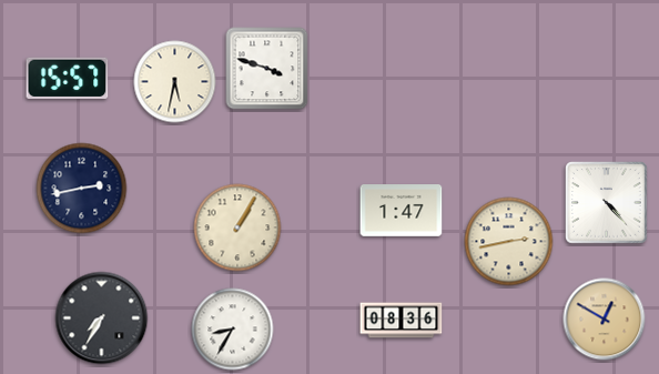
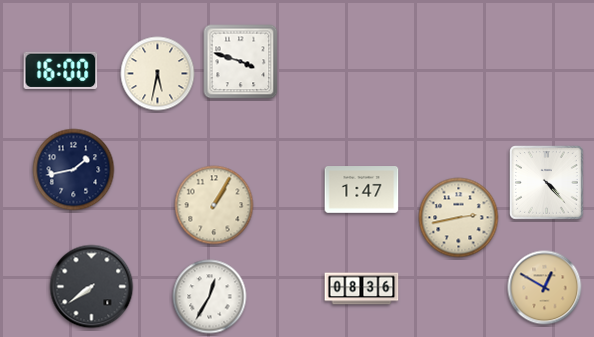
clock at (68, 78): 15:57 -> 16:00
clock at (82, 189): 2:43 -> 1:43
clock at (102, 319): 7:35 -> 7:39
clock at (233, 330): 8:35 -> 12:35
